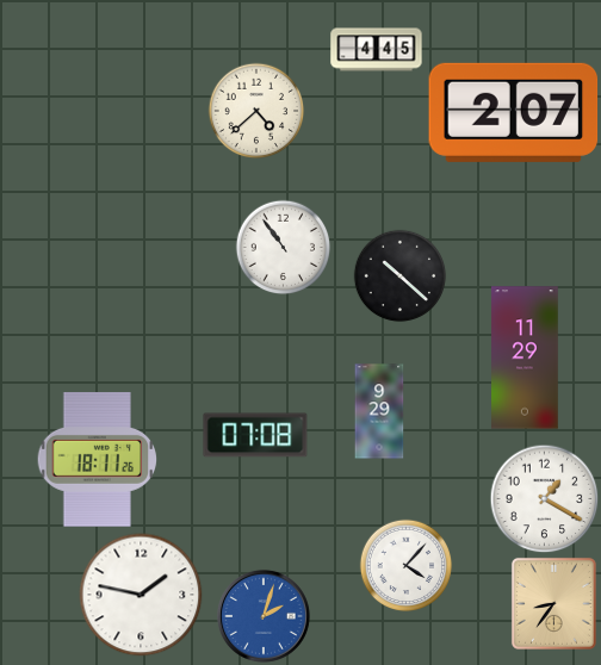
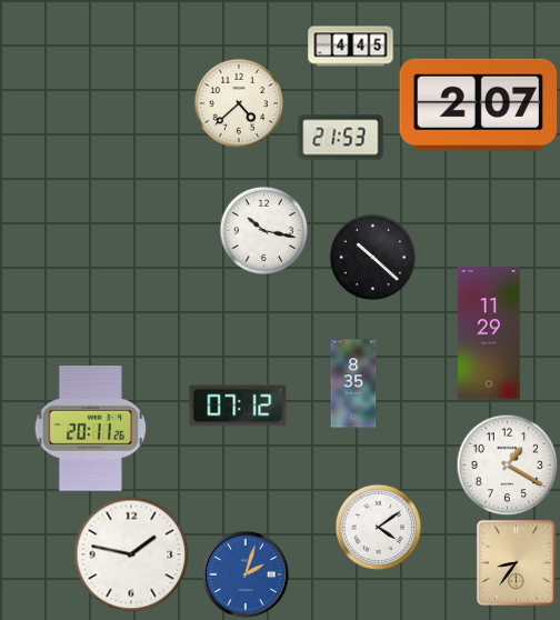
clock at (341, 138): none -> 21:53
clock at (283, 247): 10:54 -> 10:17
clock at (379, 411): 9:29 -> 8:35
clock at (255, 435): 07:08 -> 07:12
clock at (98, 460): 18:11 -> 20:11
clock at (405, 565): 4:07 -> 4:09
